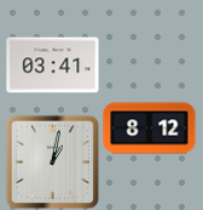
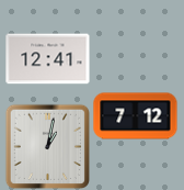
clock at (53, 66): 03:41 -> 12:41
clock at (150, 129): 8:12 -> 7:12
